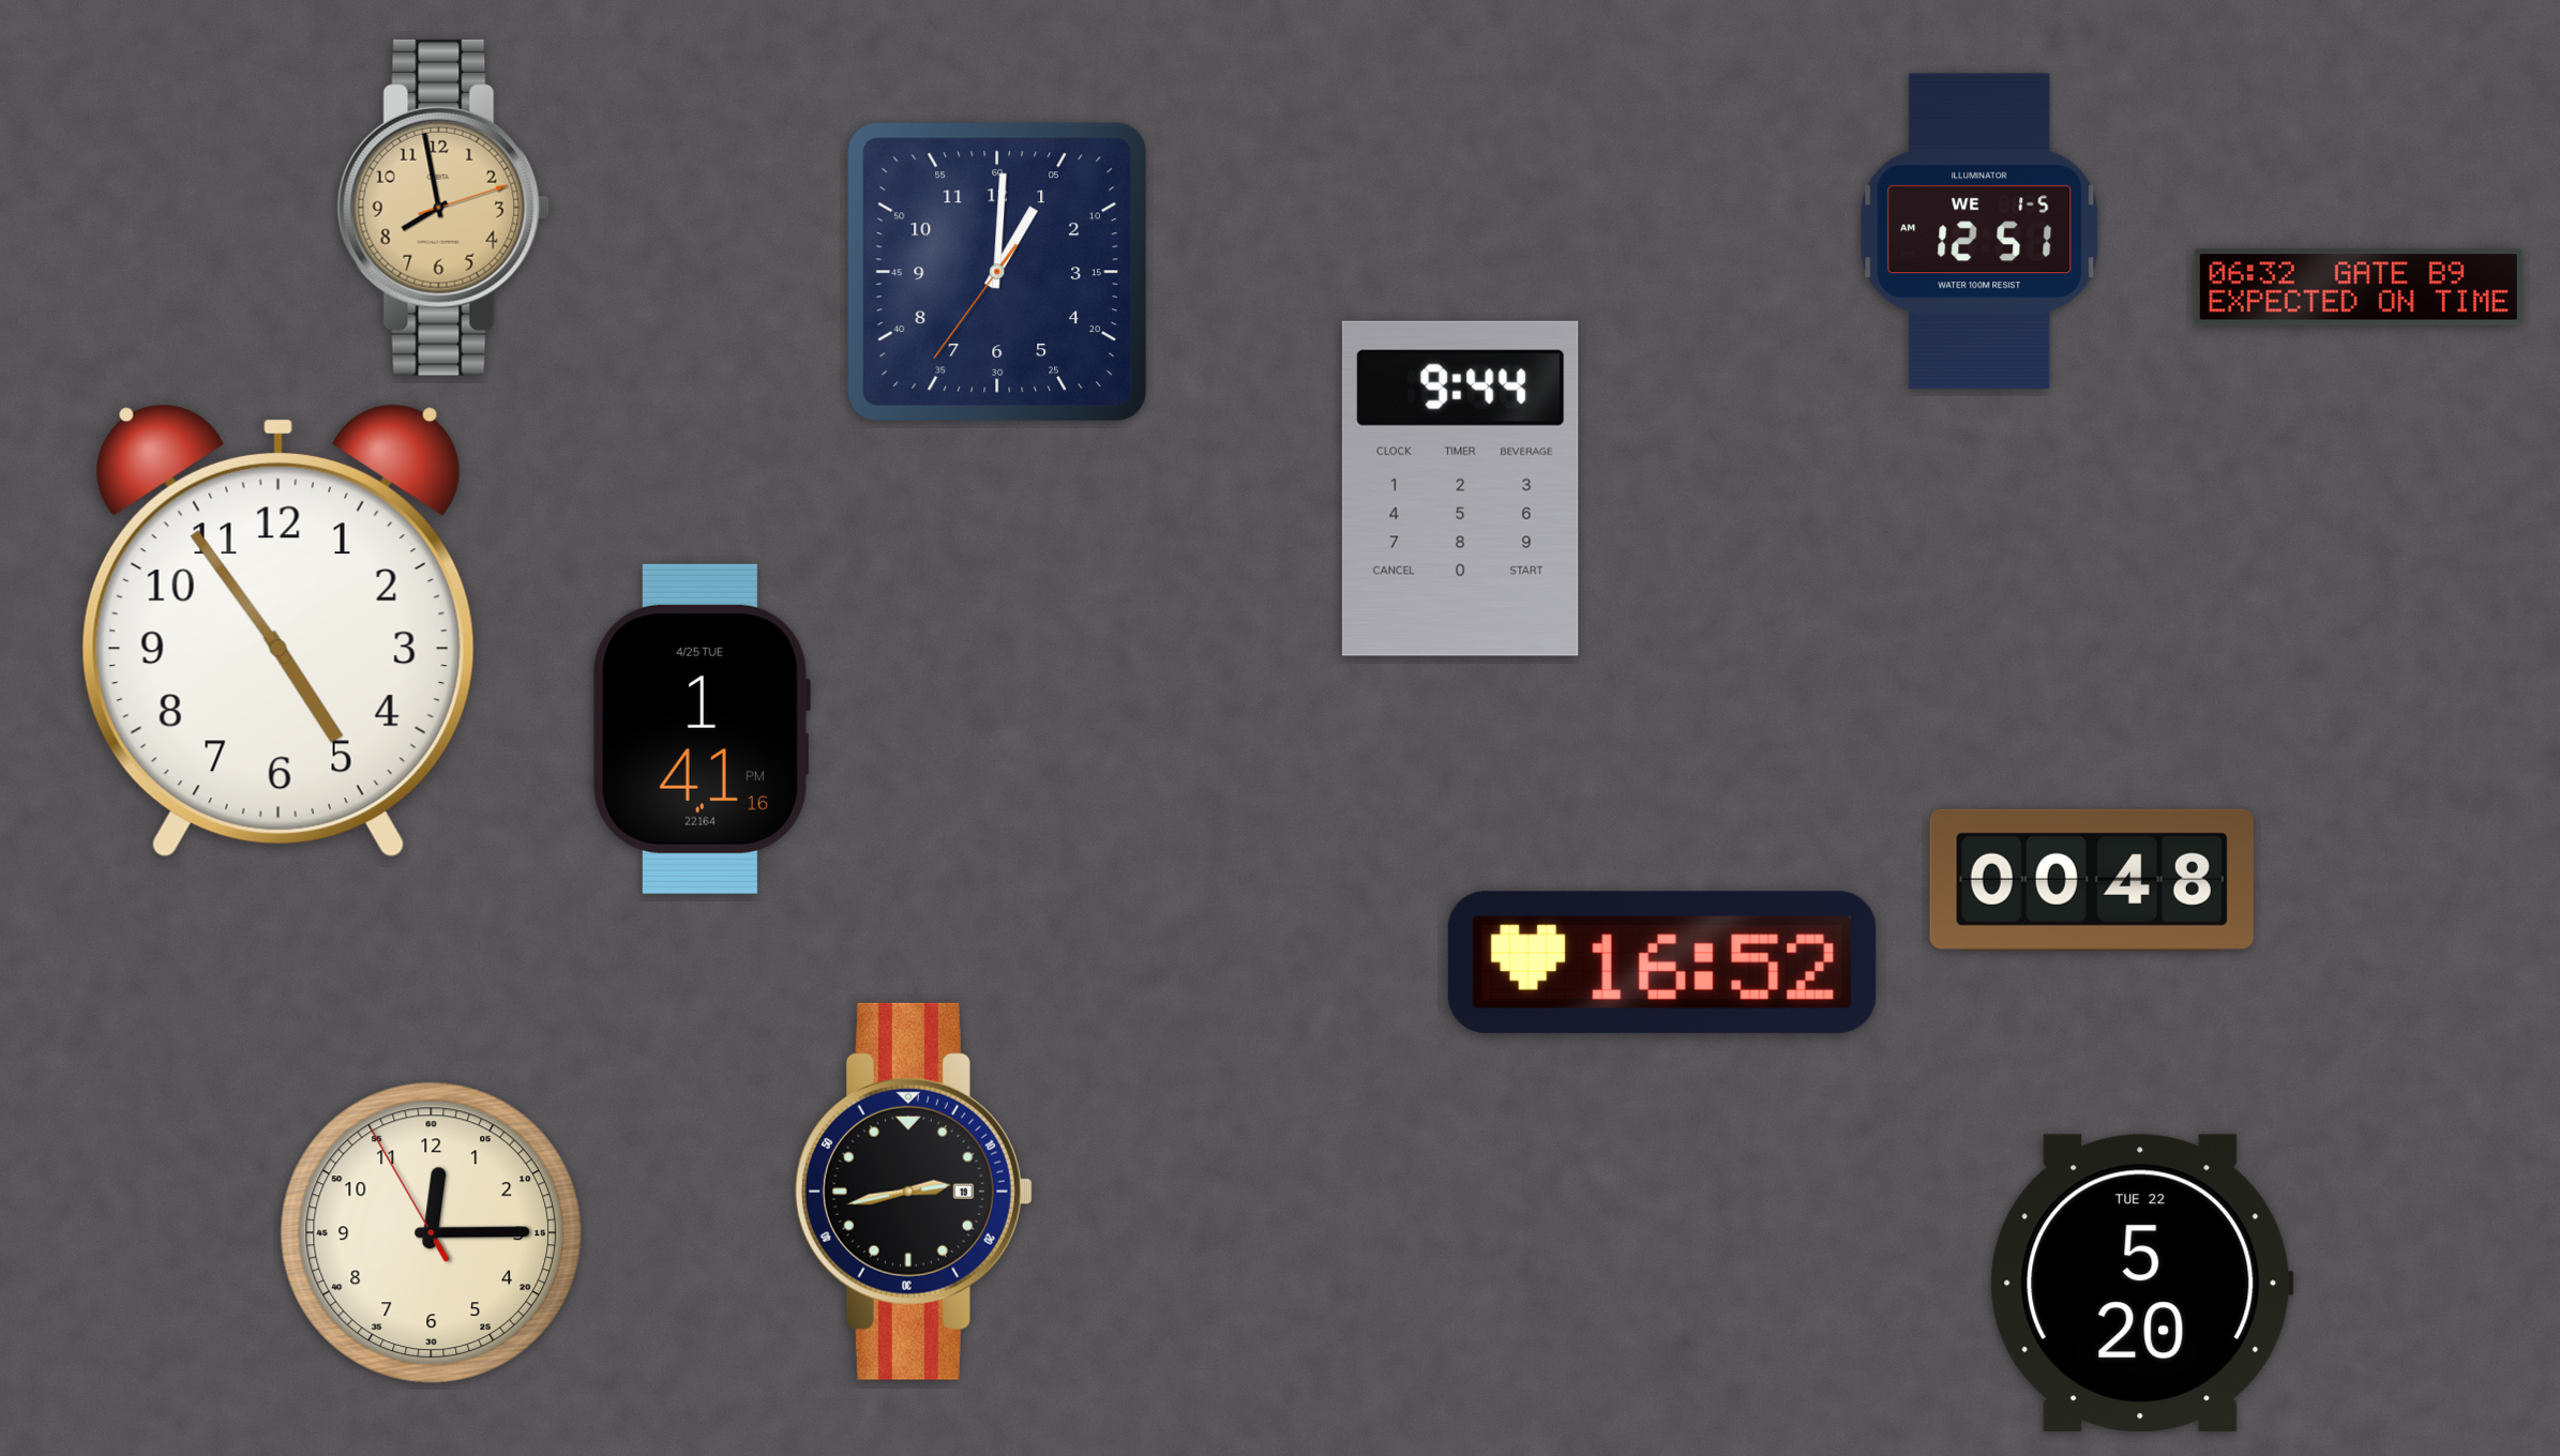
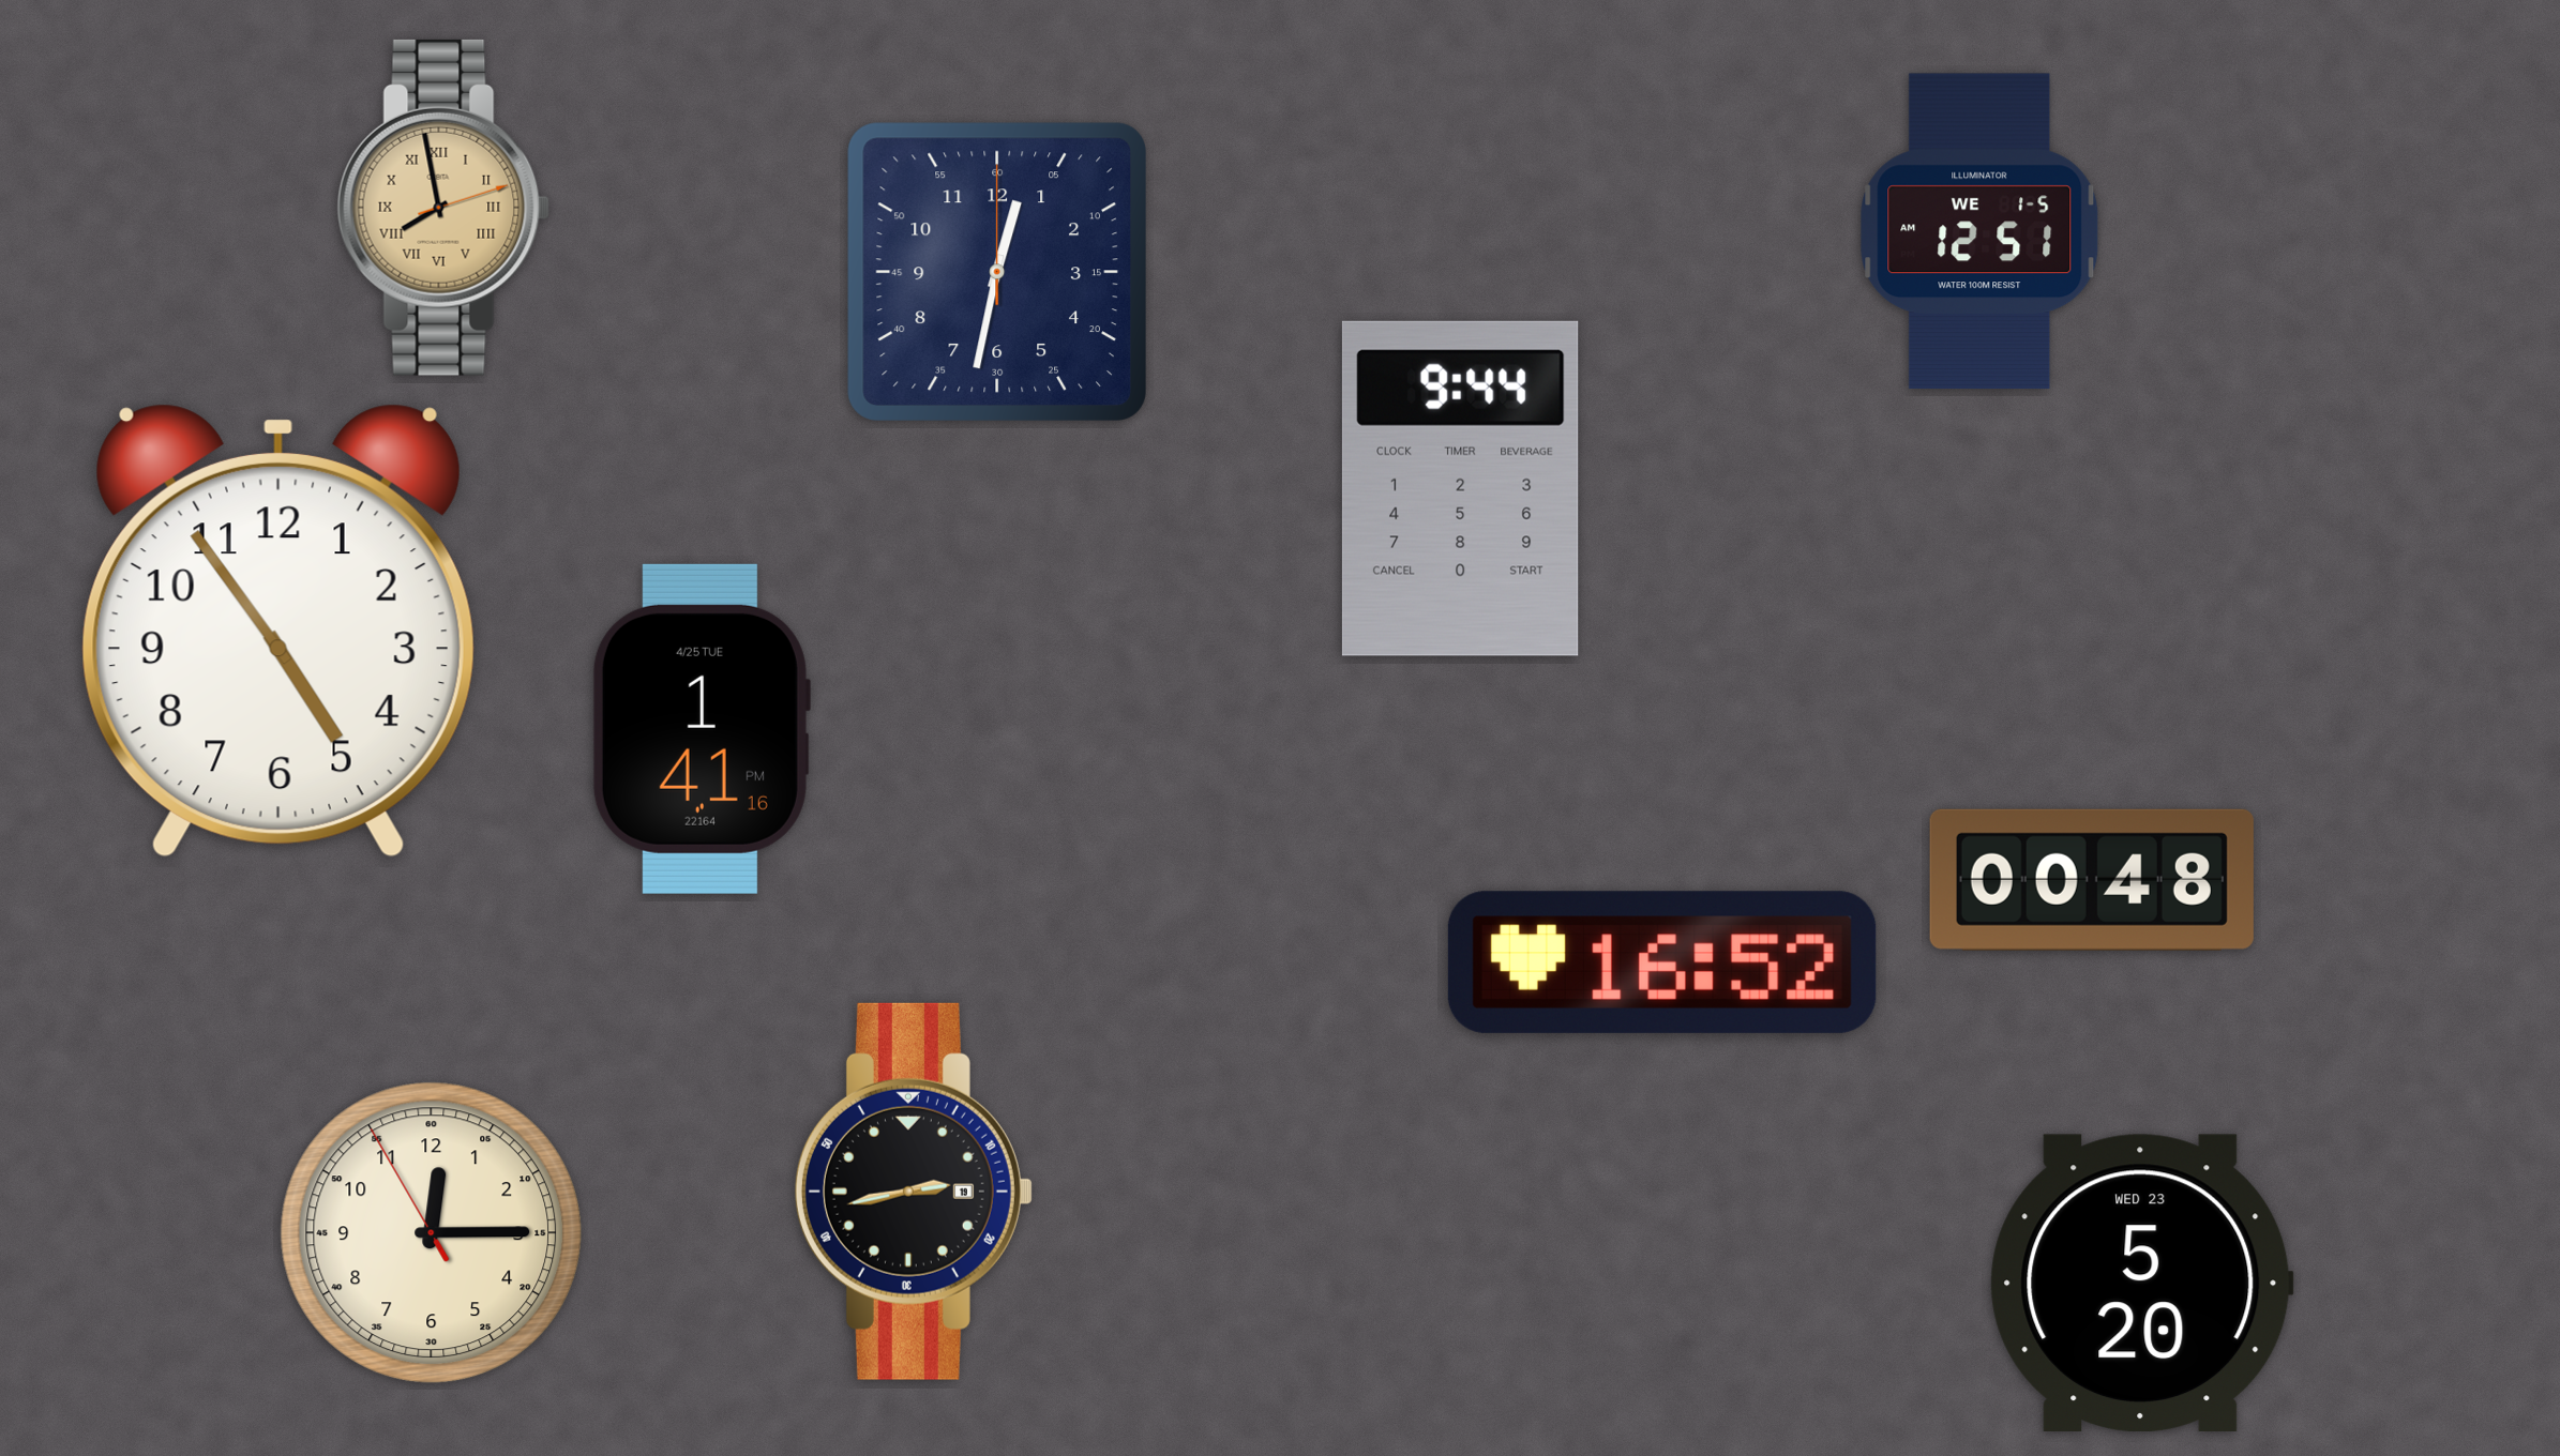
clock at (443, 208) numerals: Arabic -> Roman
clock at (997, 272): 1:00 -> 12:32
clock at (2359, 287): 06:32 -> none
clock at (2141, 1283) date: TUE 22 -> WED 23
